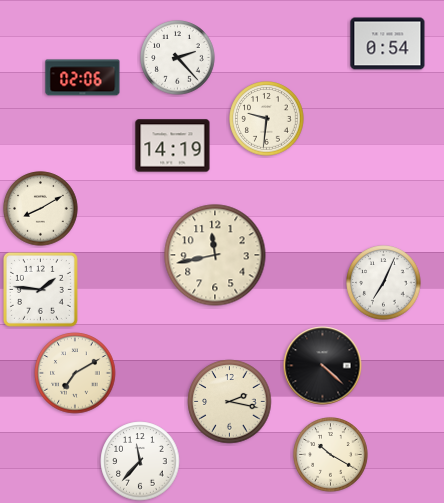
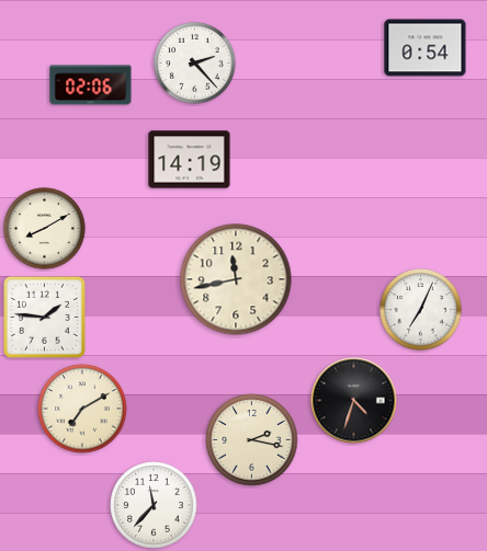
clock at (267, 119): 9:31 -> none
clock at (323, 366): 4:22 -> 4:33
clock at (331, 455): 10:20 -> none
